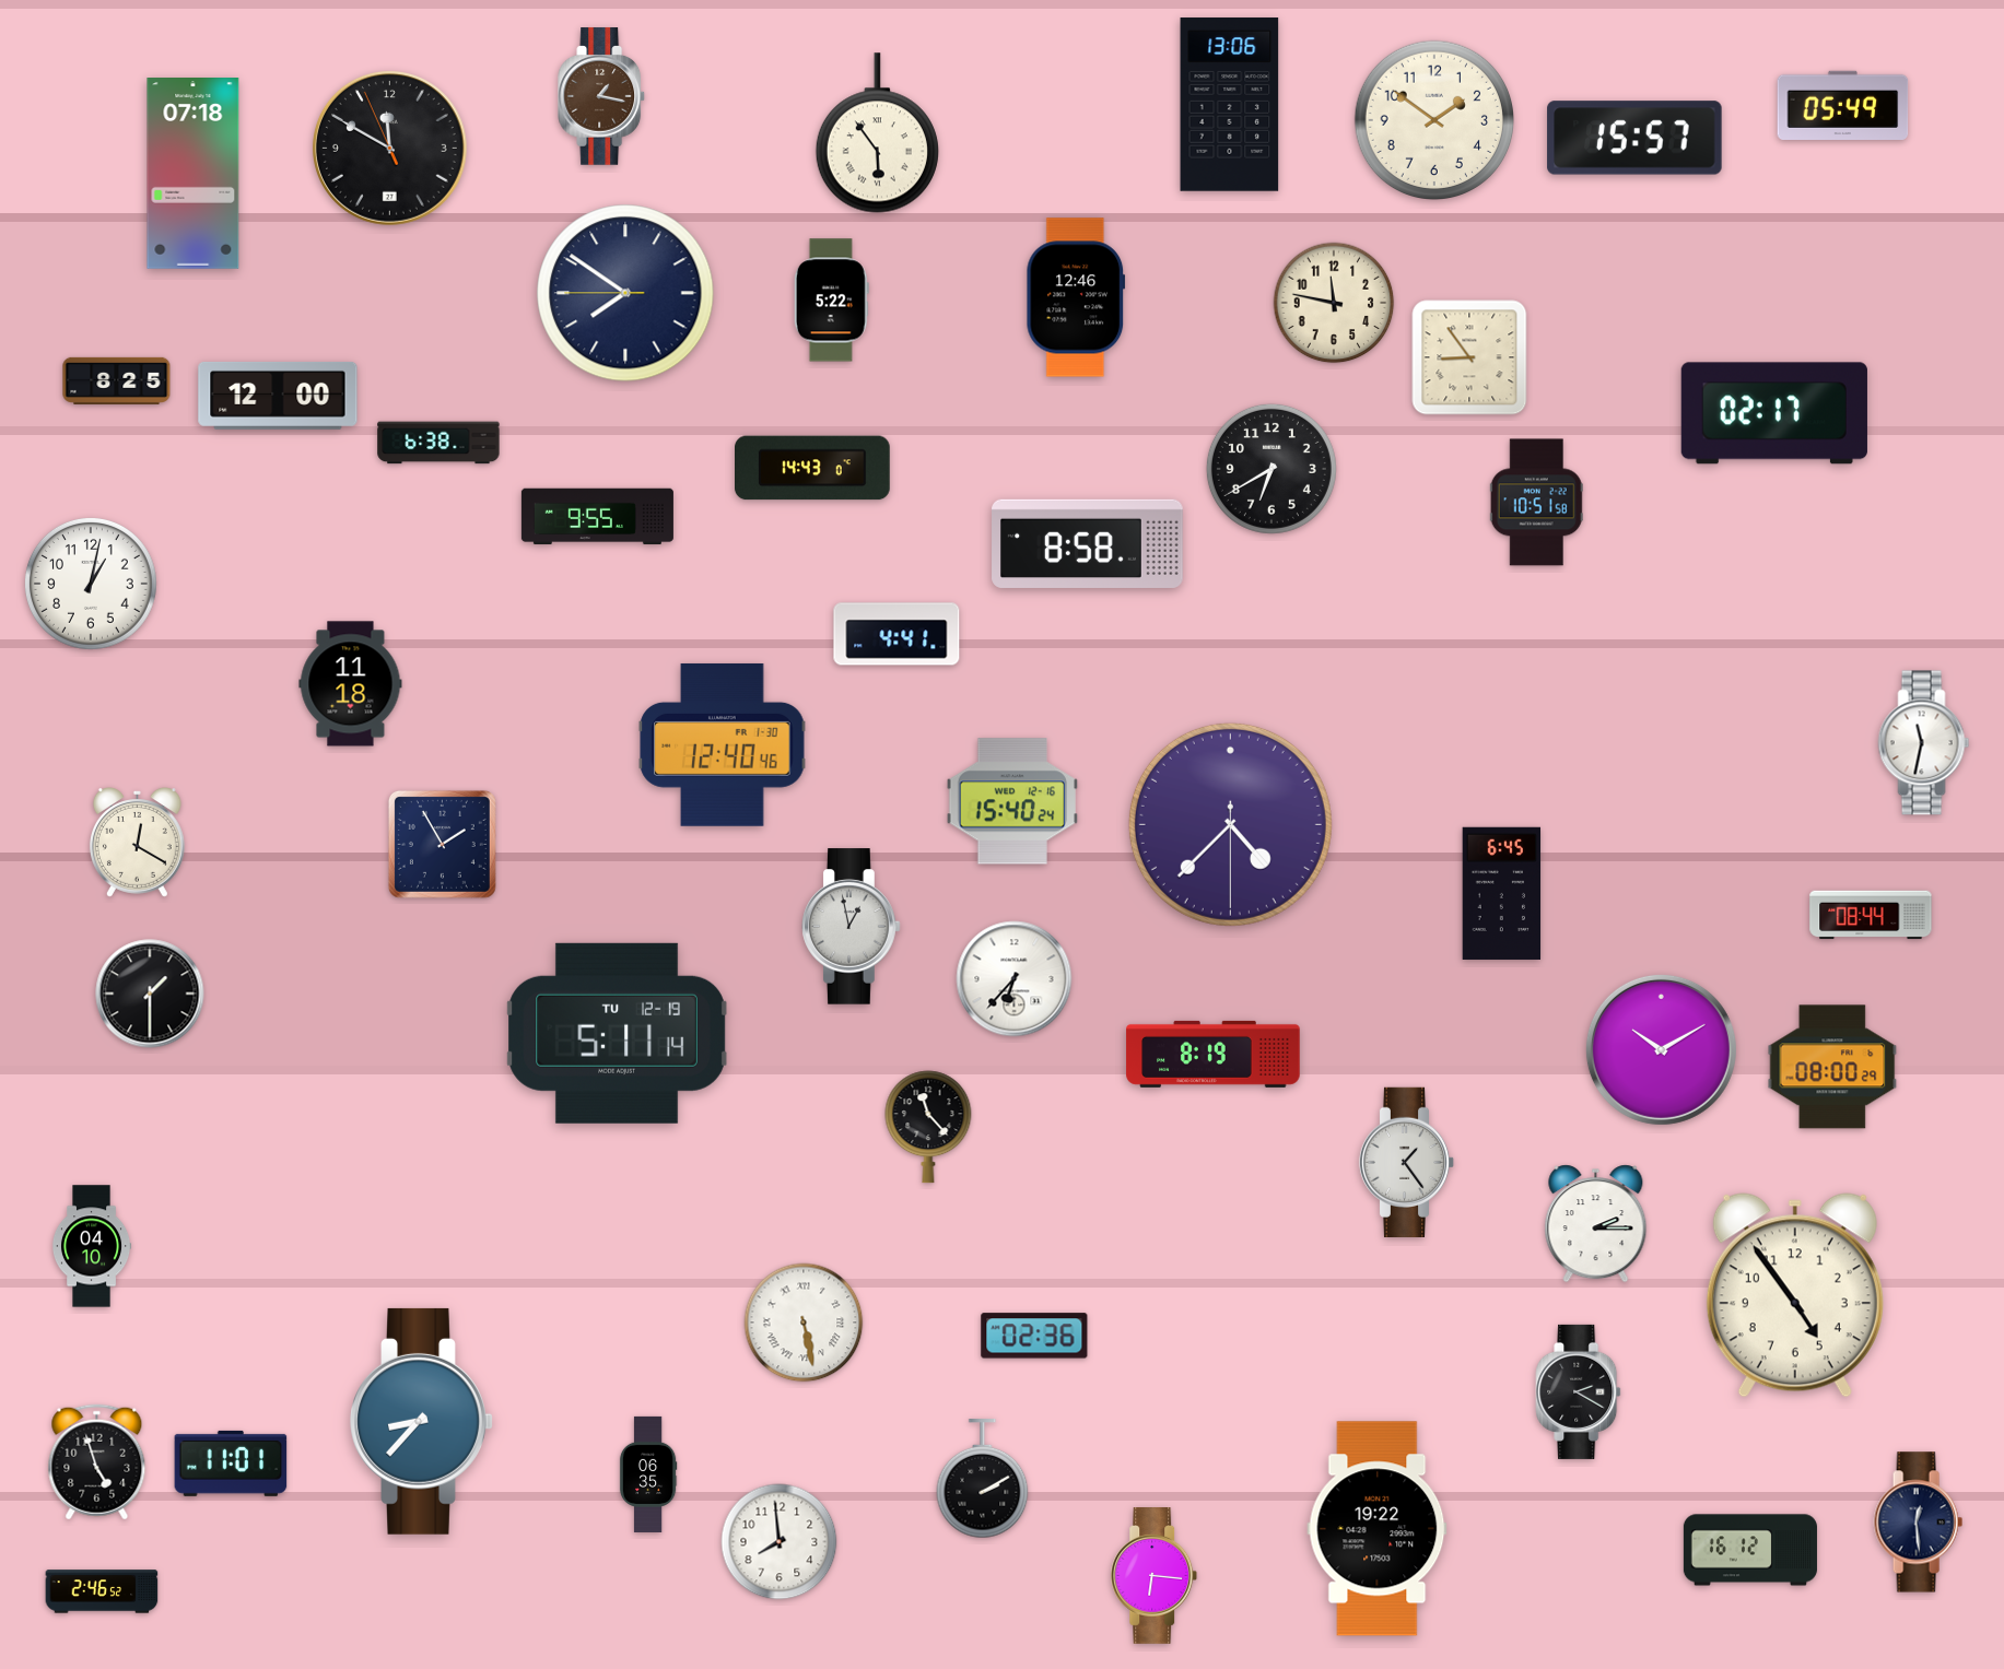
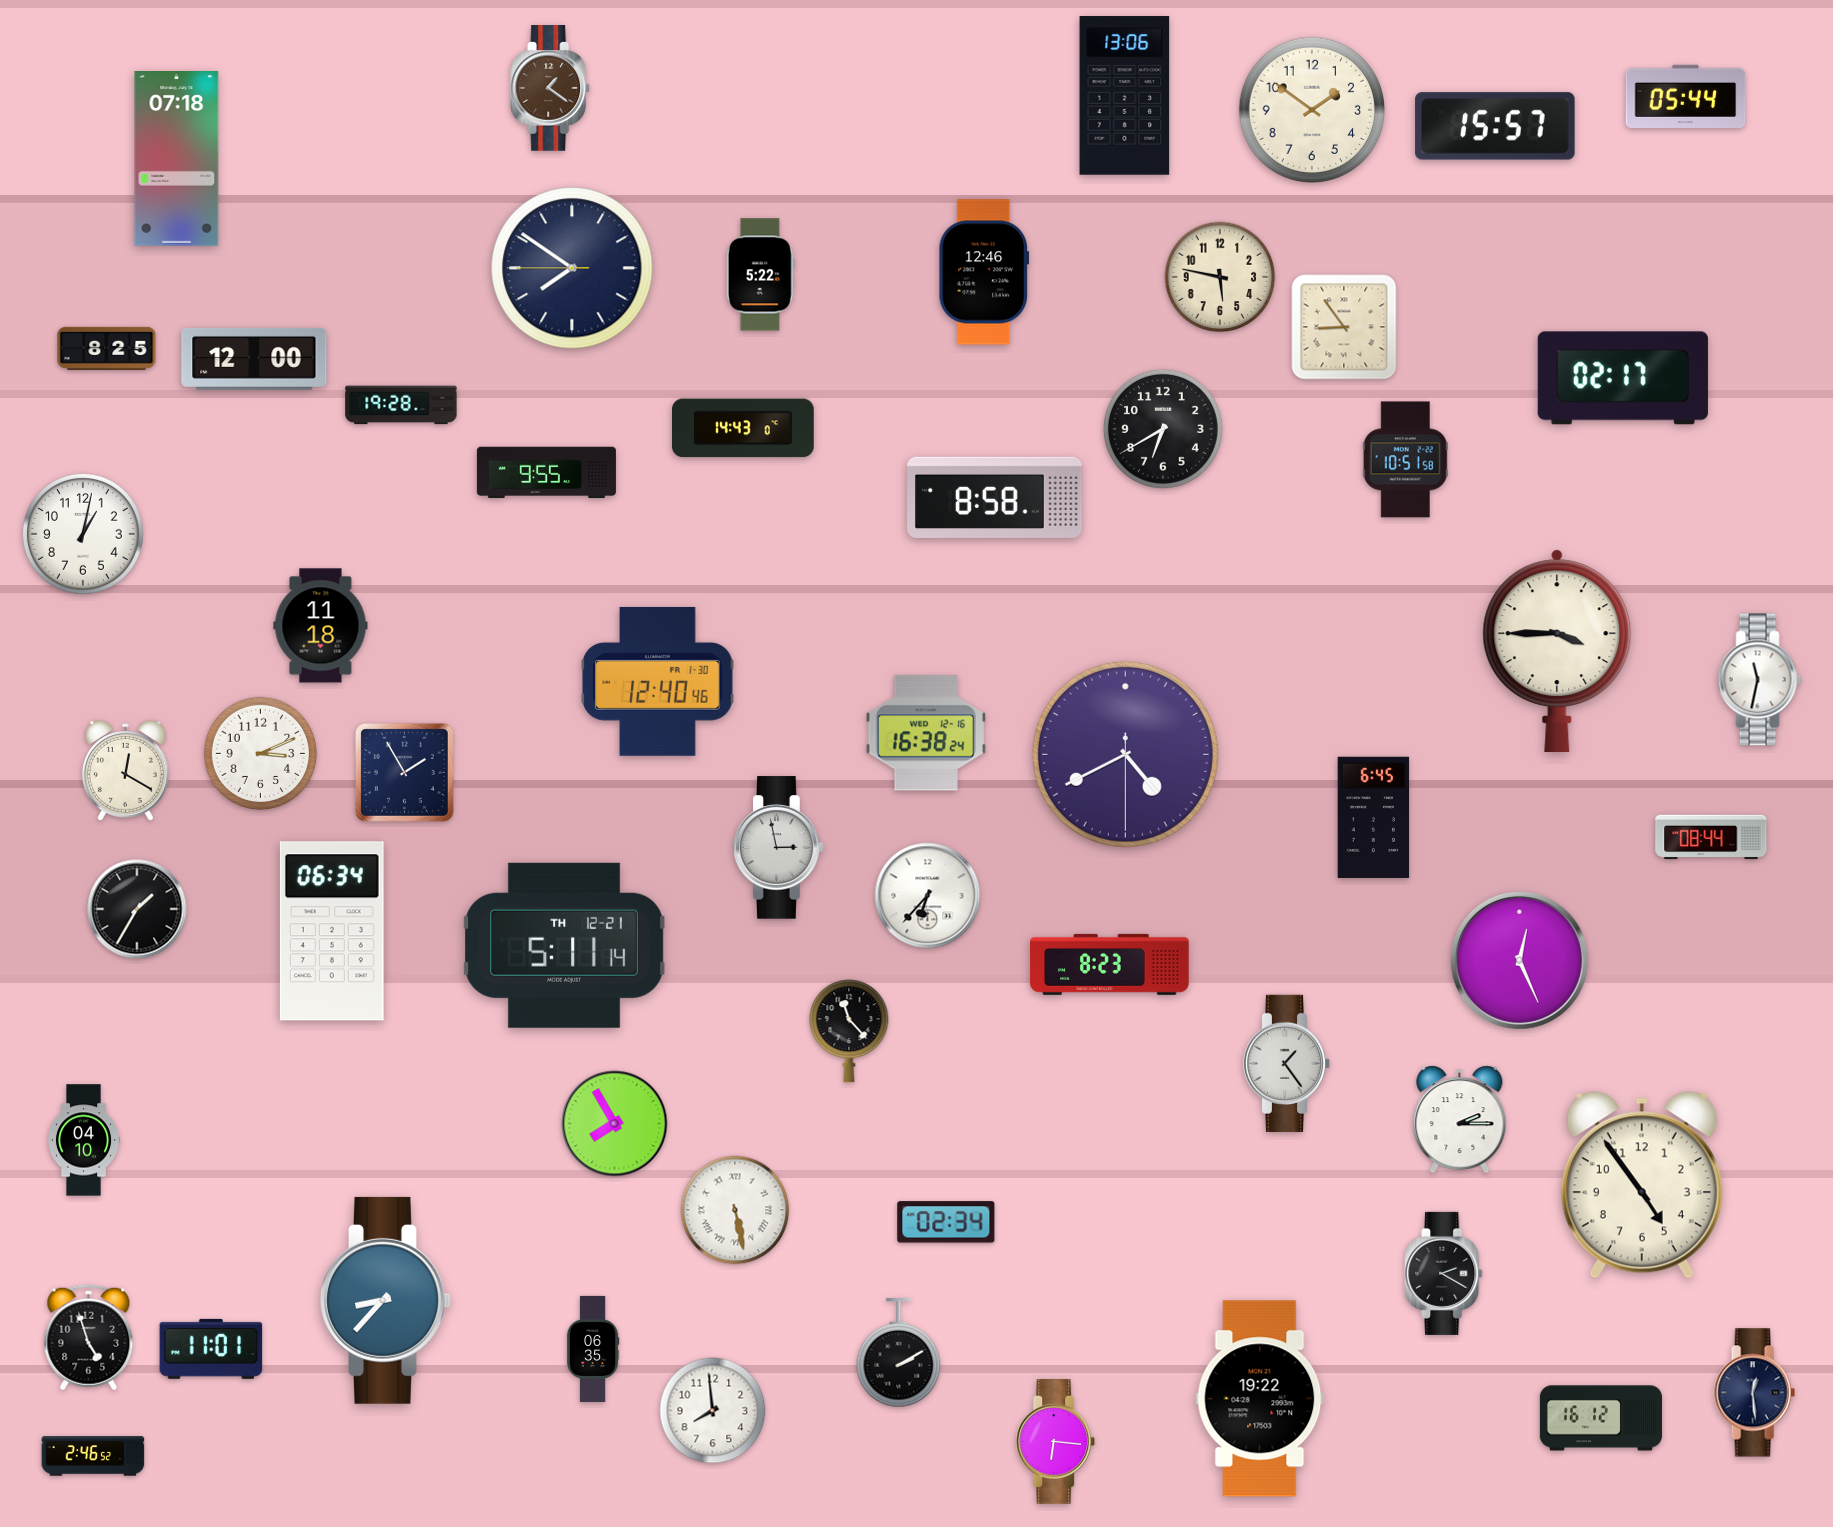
clock at (602, 96): 1:17 -> 1:21
clock at (1843, 105): 05:49 -> 05:44
clock at (877, 133): 5:54 -> none
clock at (389, 148): 11:49 -> none
clock at (1334, 303): 11:47 -> 5:47
clock at (278, 396) position: (278, 396) -> (254, 359)
clock at (438, 443): 6:38 -> 19:28
clock at (896, 634): 4:41 -> none
clock at (1557, 651): none -> 3:45
clock at (723, 744) position: (723, 744) -> (658, 681)
clock at (1011, 801): 15:40 -> 16:38
clock at (261, 754): none -> 3:11
clock at (1230, 824): 4:37 -> 4:40
clock at (852, 927): 12:58 -> 2:58
clock at (150, 994): 1:30 -> 1:35
clock at (332, 931): none -> 06:34
clock at (618, 1033) date: TU 12-19 -> TH 12-21
clock at (1661, 1049): 10:10 -> 12:26
clock at (1214, 1054): 8:19 -> 8:23
clock at (1832, 1067): 08:00 -> none
clock at (615, 1124): none -> 7:55
clock at (1034, 1336): 02:36 -> 02:34
clock at (231, 1464) position: (231, 1464) -> (211, 1349)
